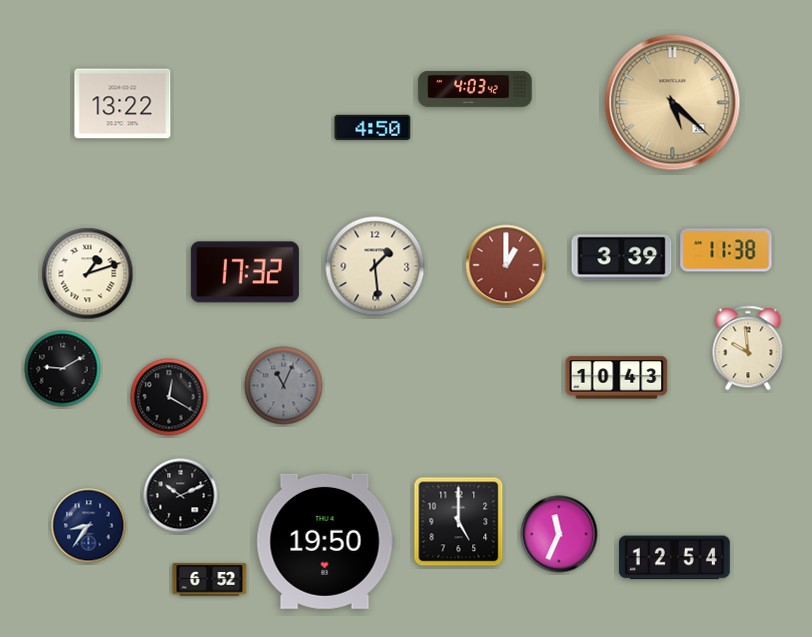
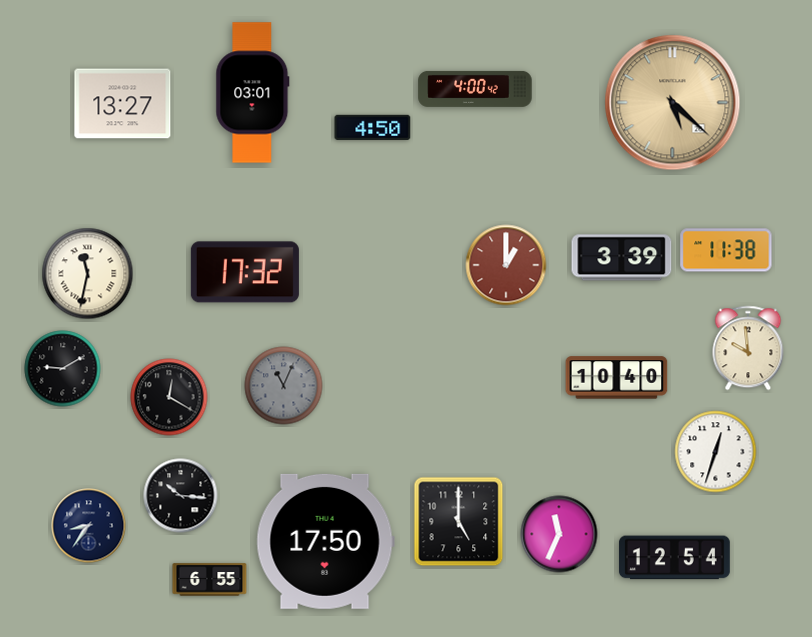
clock at (475, 89): 4:03 -> 4:00
clock at (253, 93): none -> 03:01
clock at (123, 104): 13:22 -> 13:27
clock at (375, 266): 1:29 -> none
clock at (88, 274): 1:12 -> 11:32
clock at (617, 378): 10:43 -> 10:40
clock at (716, 452): none -> 12:33
clock at (181, 496): 10:11 -> 10:16
clock at (325, 541): 19:50 -> 17:50
clock at (210, 580): 6:52 -> 6:55
